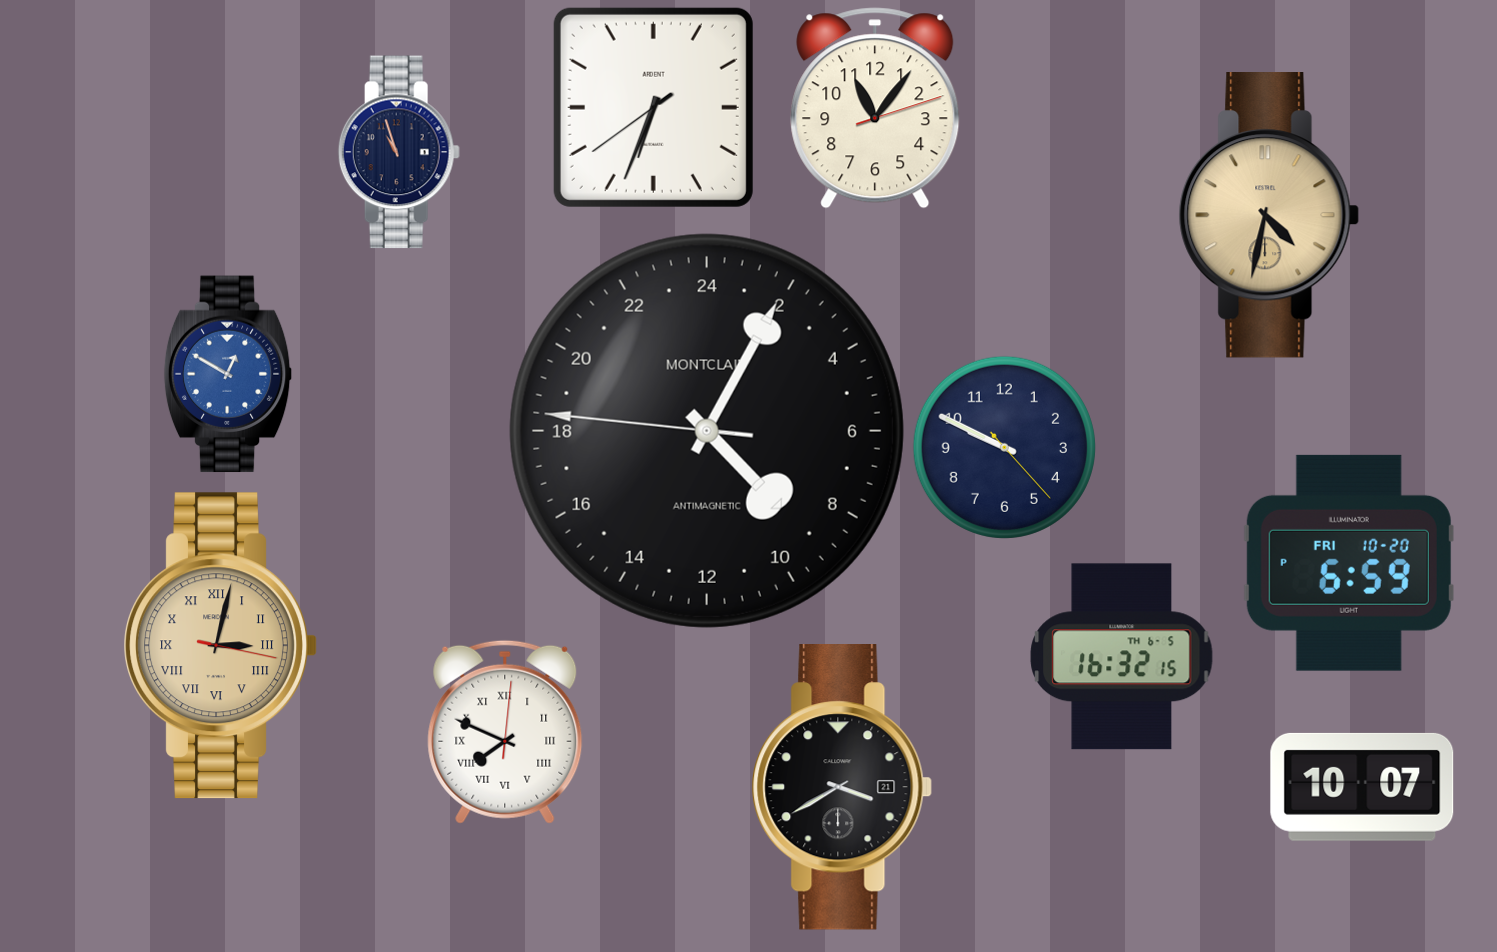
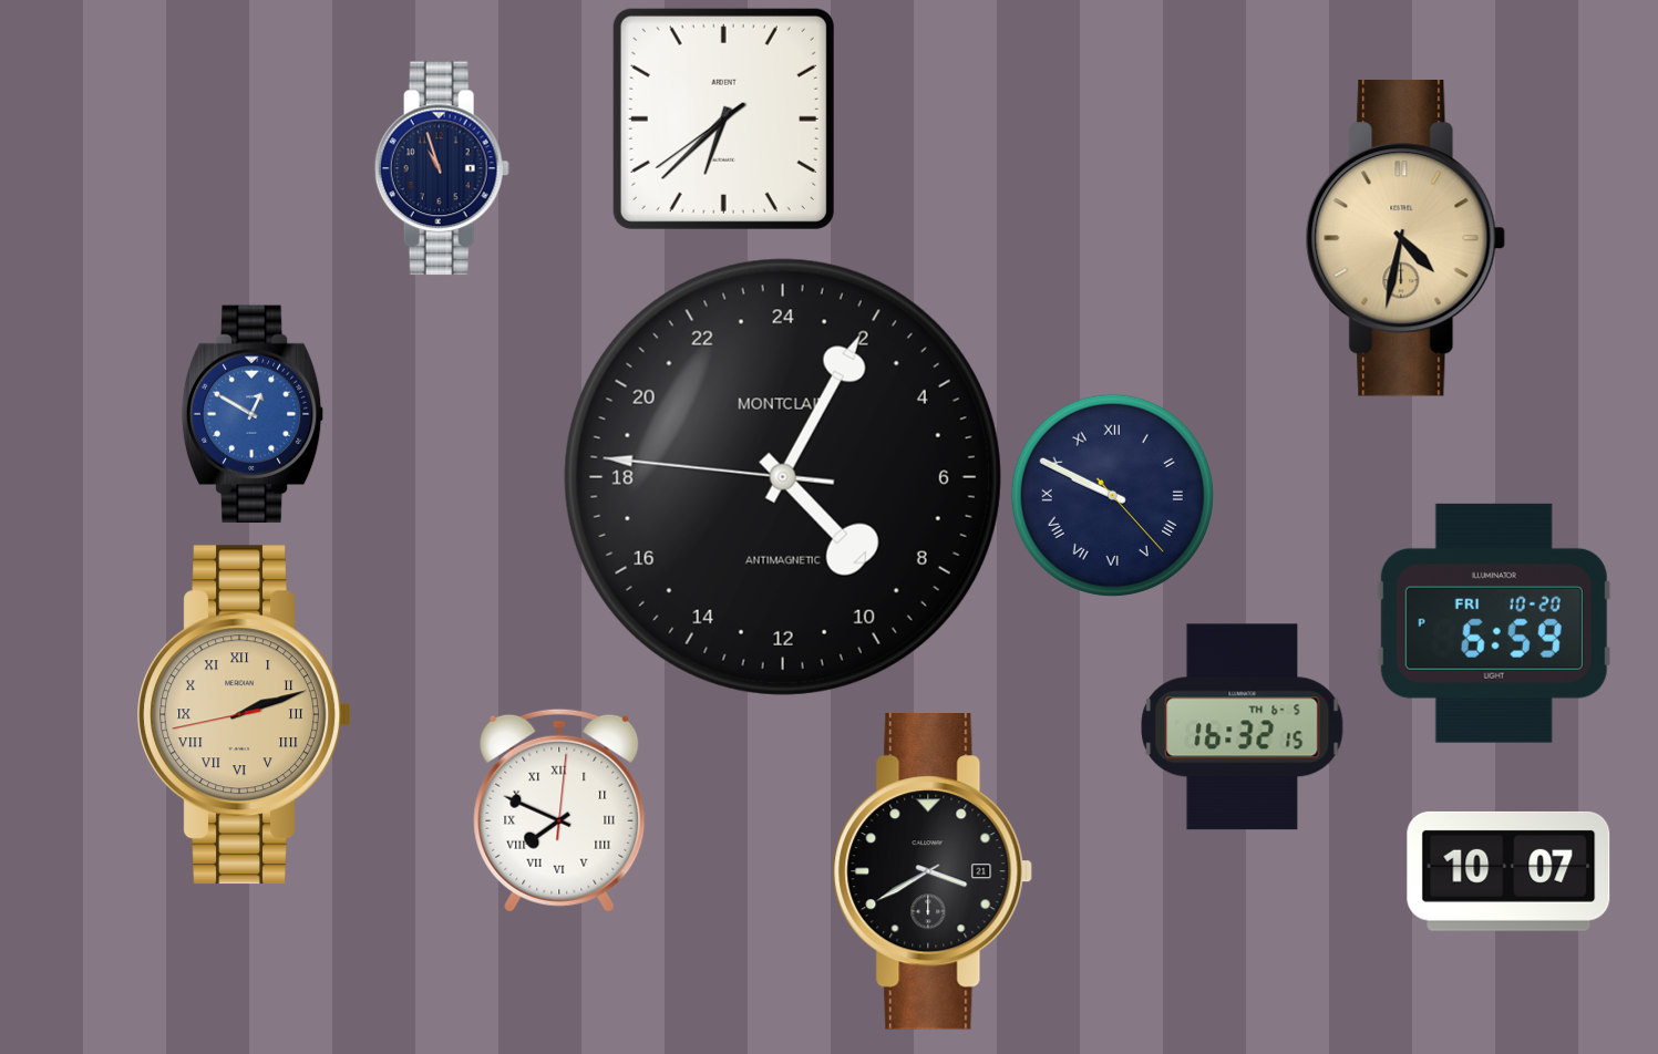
clock at (653, 107): 6:33 -> 6:37
clock at (875, 108): 11:06 -> none
clock at (1004, 447) numerals: Arabic -> Roman
clock at (220, 646): 3:02 -> 2:11
